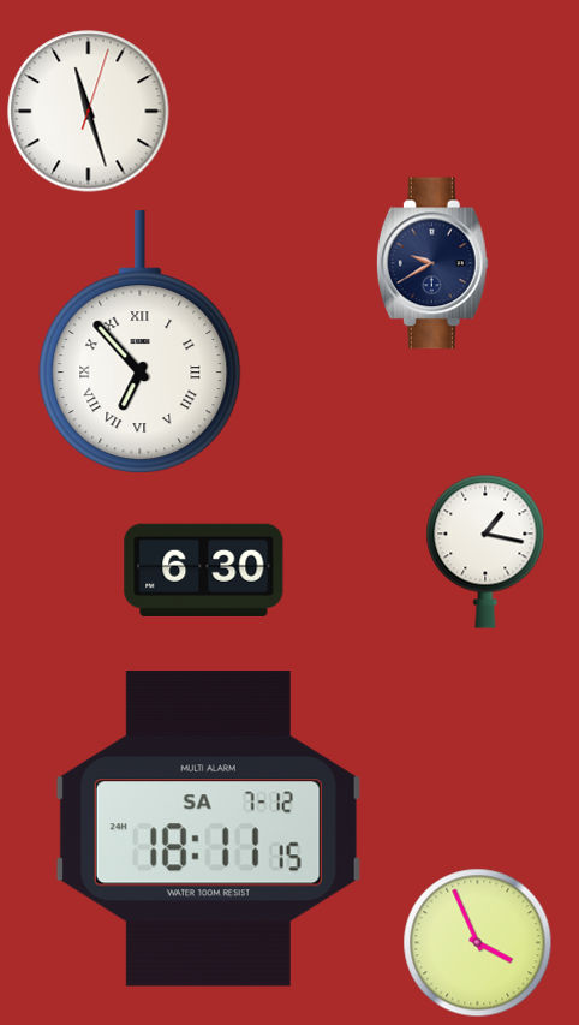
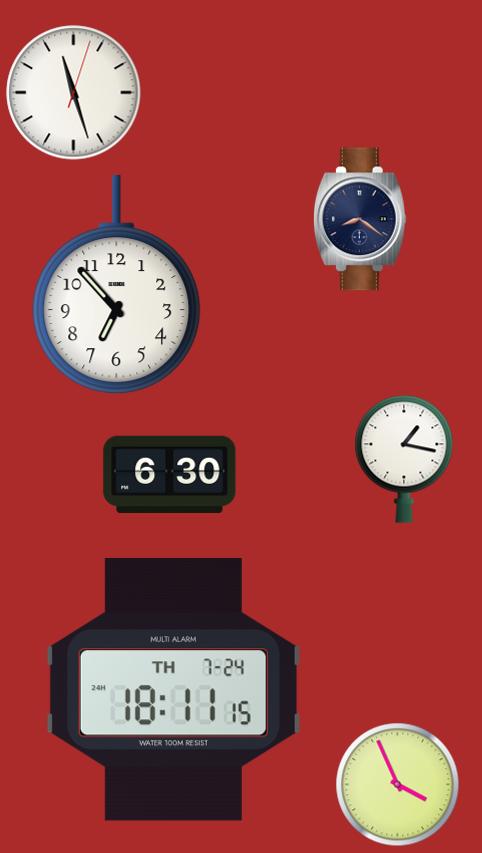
clock at (432, 263): 9:40 -> 8:21
clock at (141, 342) numerals: Roman -> Arabic
clock at (208, 829) date: SA 7-12 -> TH 7-24
